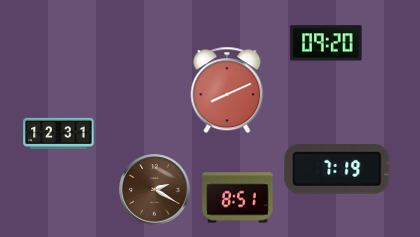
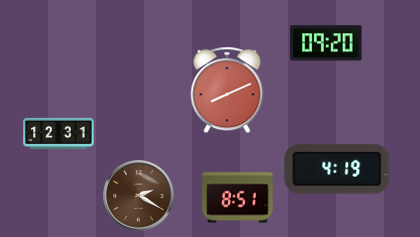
clock at (337, 170): 7:19 -> 4:19
clock at (155, 190) position: (155, 190) -> (139, 196)
